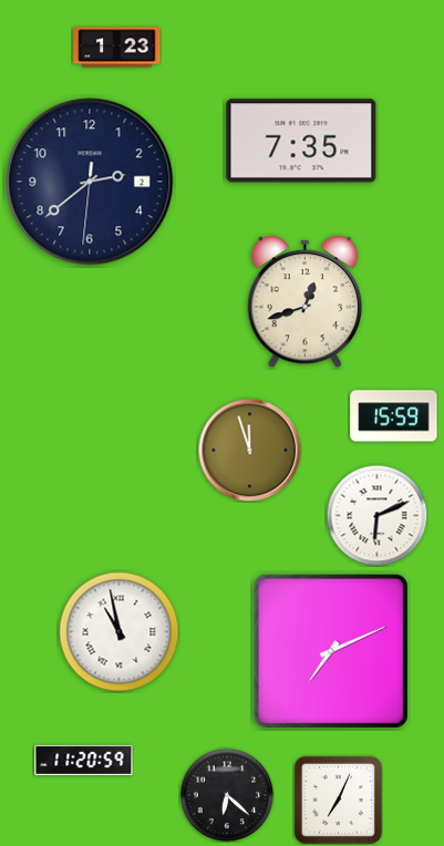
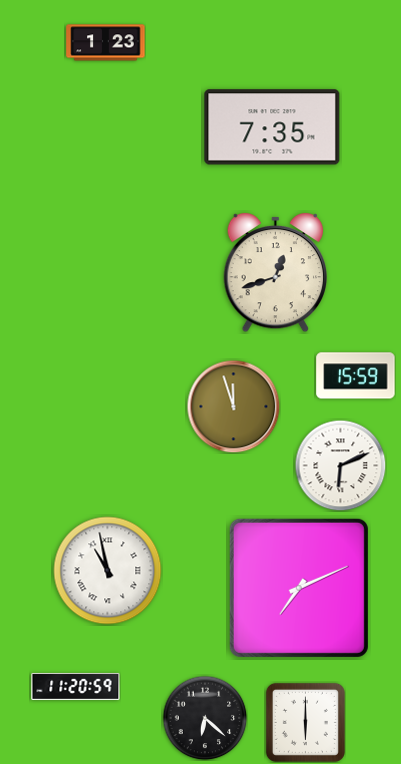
clock at (90, 182): 2:38 -> none
clock at (249, 450) position: (249, 450) -> (233, 406)
clock at (338, 799): 7:04 -> 6:00
